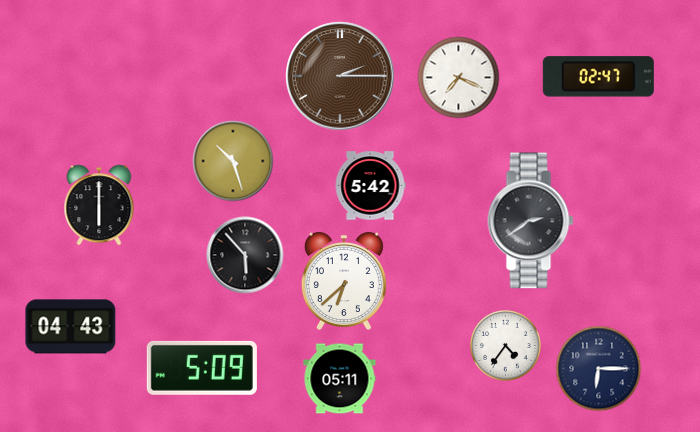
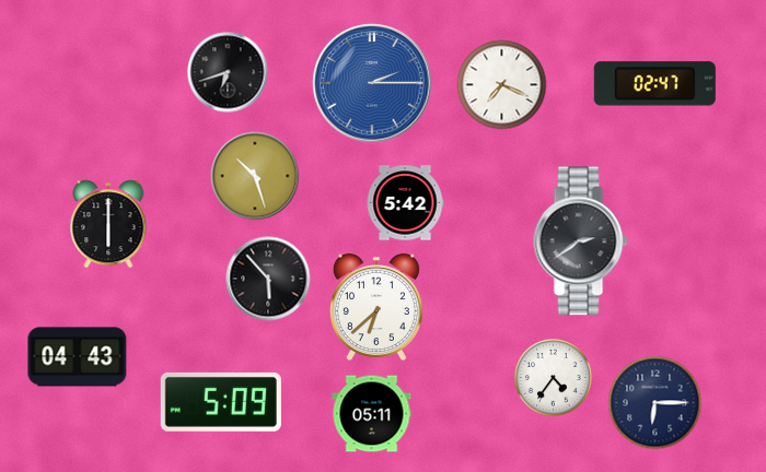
clock at (228, 72): none -> 6:42
clock at (340, 76) dial: brown -> blue
